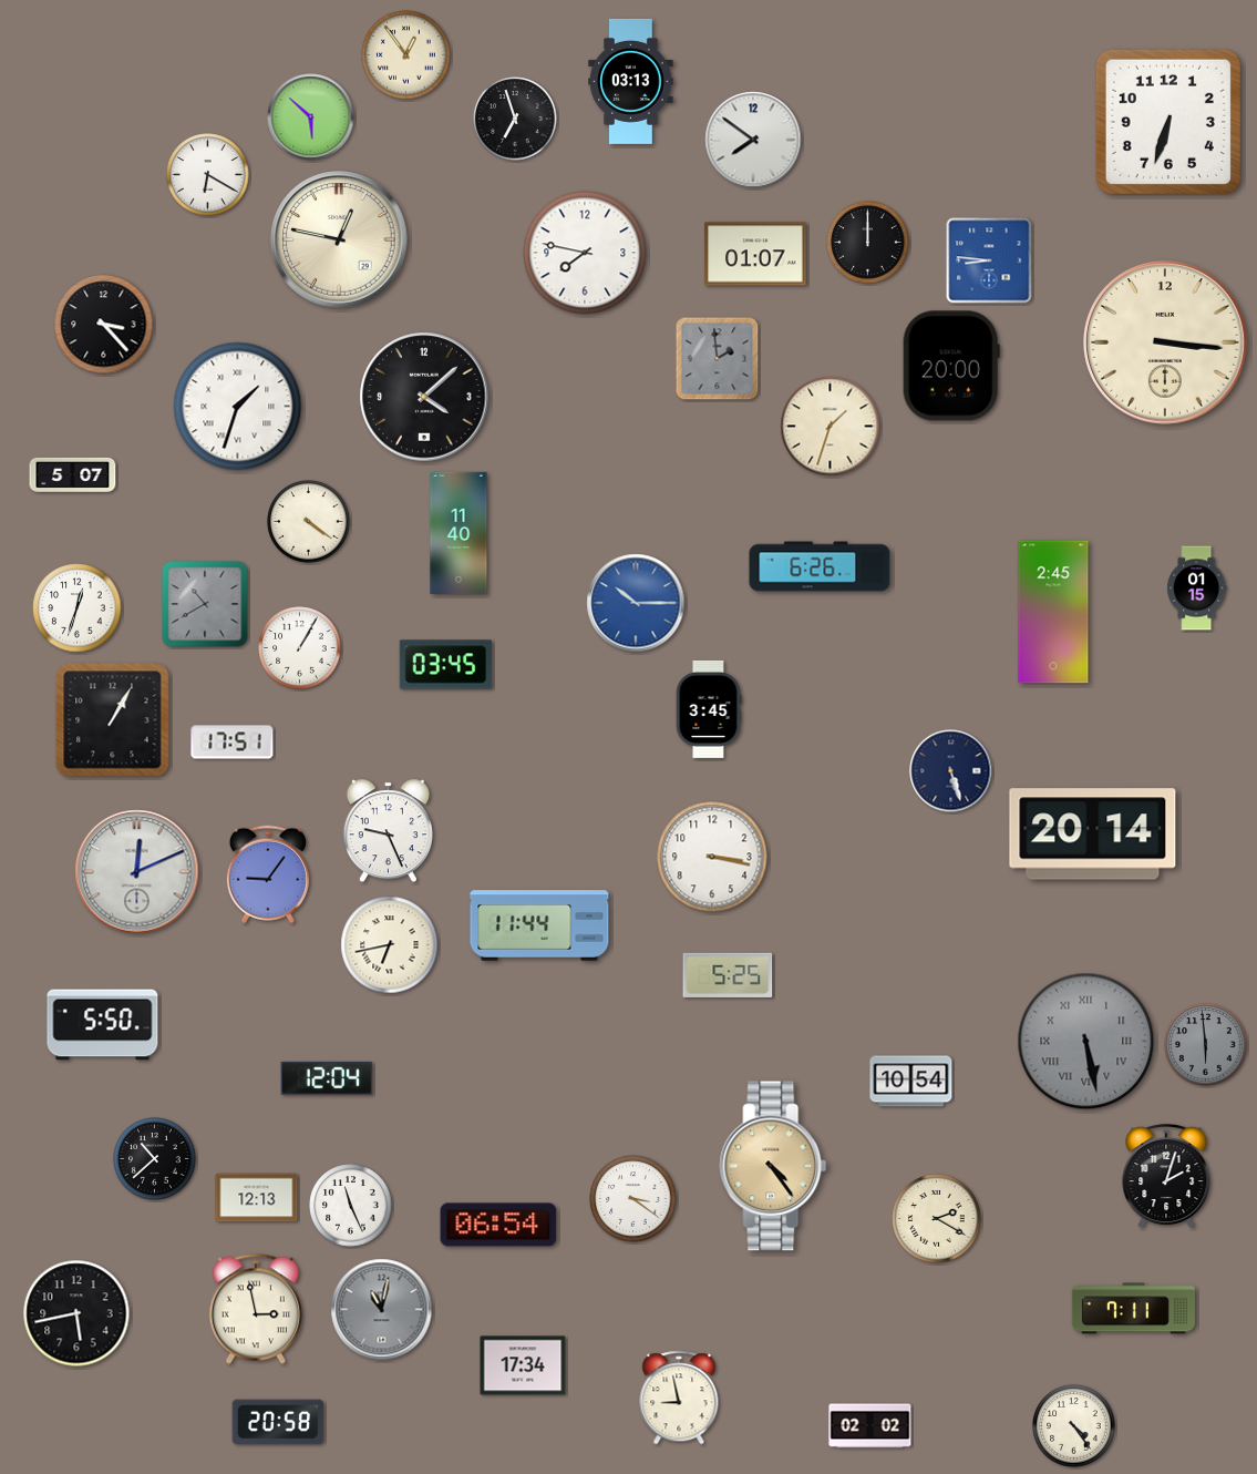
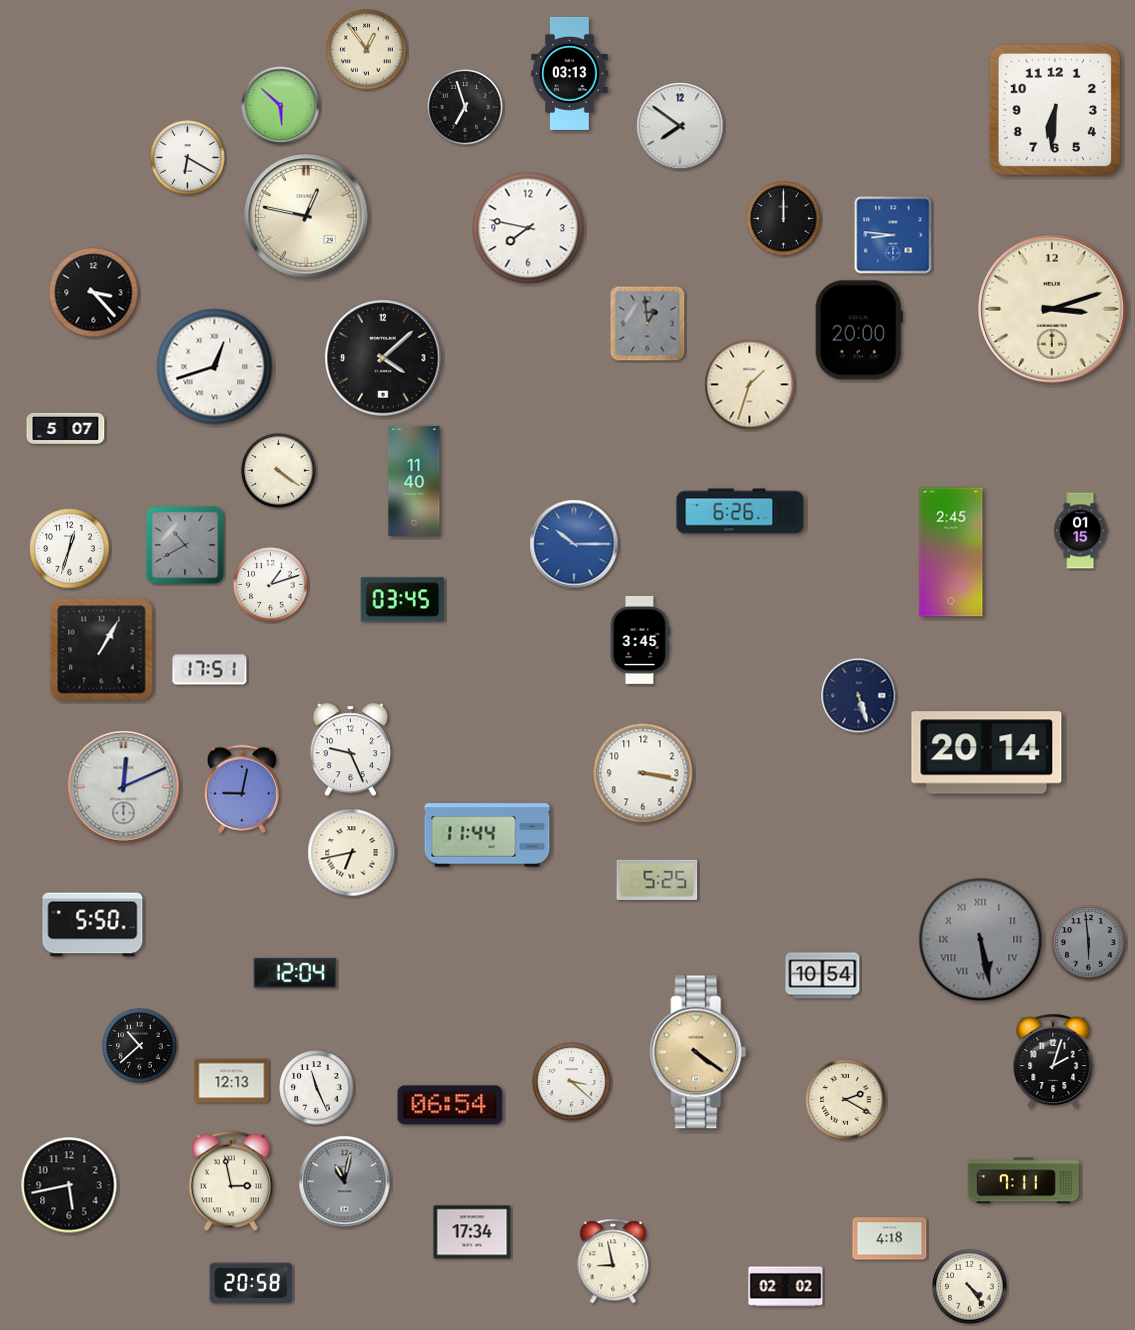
clock at (1168, 122): 6:33 -> 6:31
clock at (755, 254): 01:07 -> none
clock at (1166, 344): 3:16 -> 3:12
clock at (718, 359): 1:59 -> 12:59
clock at (238, 407): 1:33 -> 12:42
clock at (300, 648): 1:05 -> 1:12
clock at (268, 874): 9:06 -> 9:02
clock at (773, 1166): 4:24 -> 4:21
clock at (633, 1199): 3:21 -> 3:22
clock at (890, 1239): none -> 4:18
